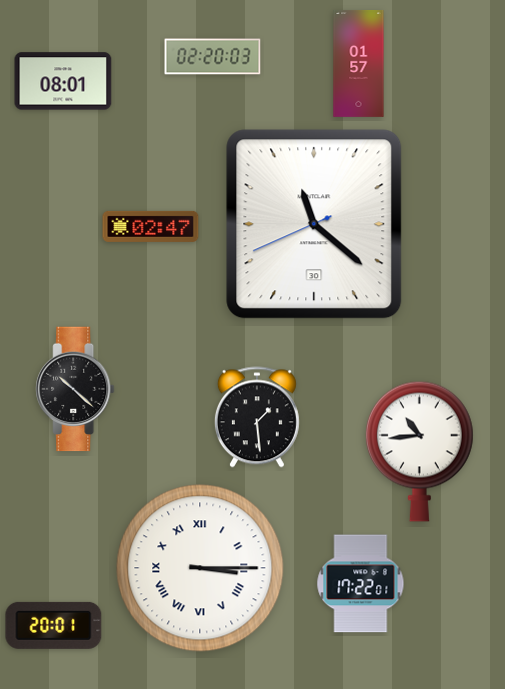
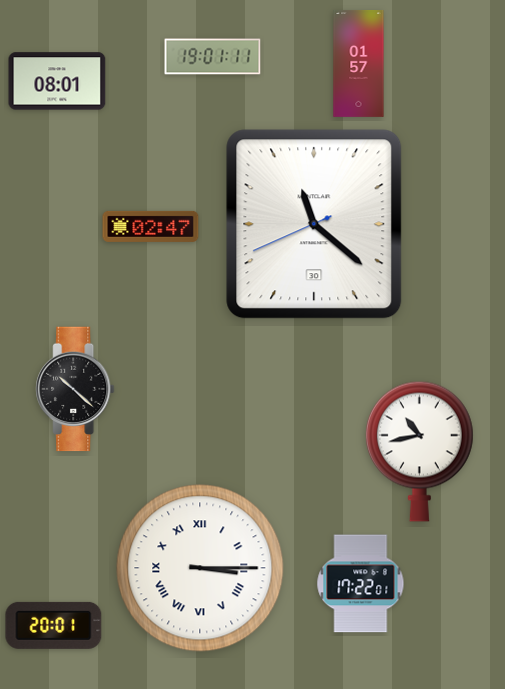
clock at (213, 57): 02:20 -> 19:01
clock at (63, 81) position: (63, 81) -> (57, 81)
clock at (257, 417): 1:29 -> none
clock at (419, 451): 10:44 -> 10:43
